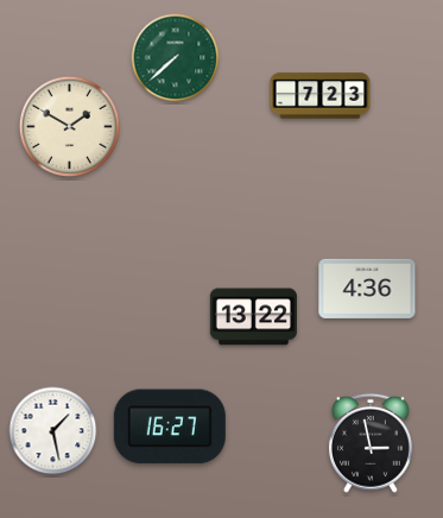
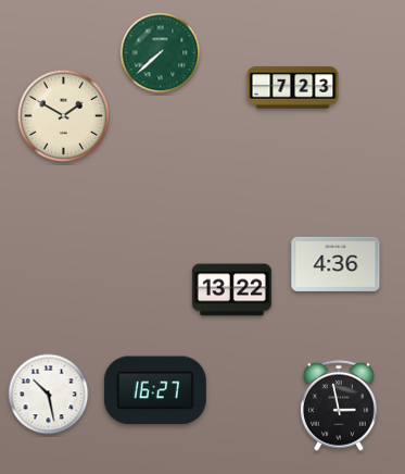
clock at (53, 431): 1:28 -> 10:28
